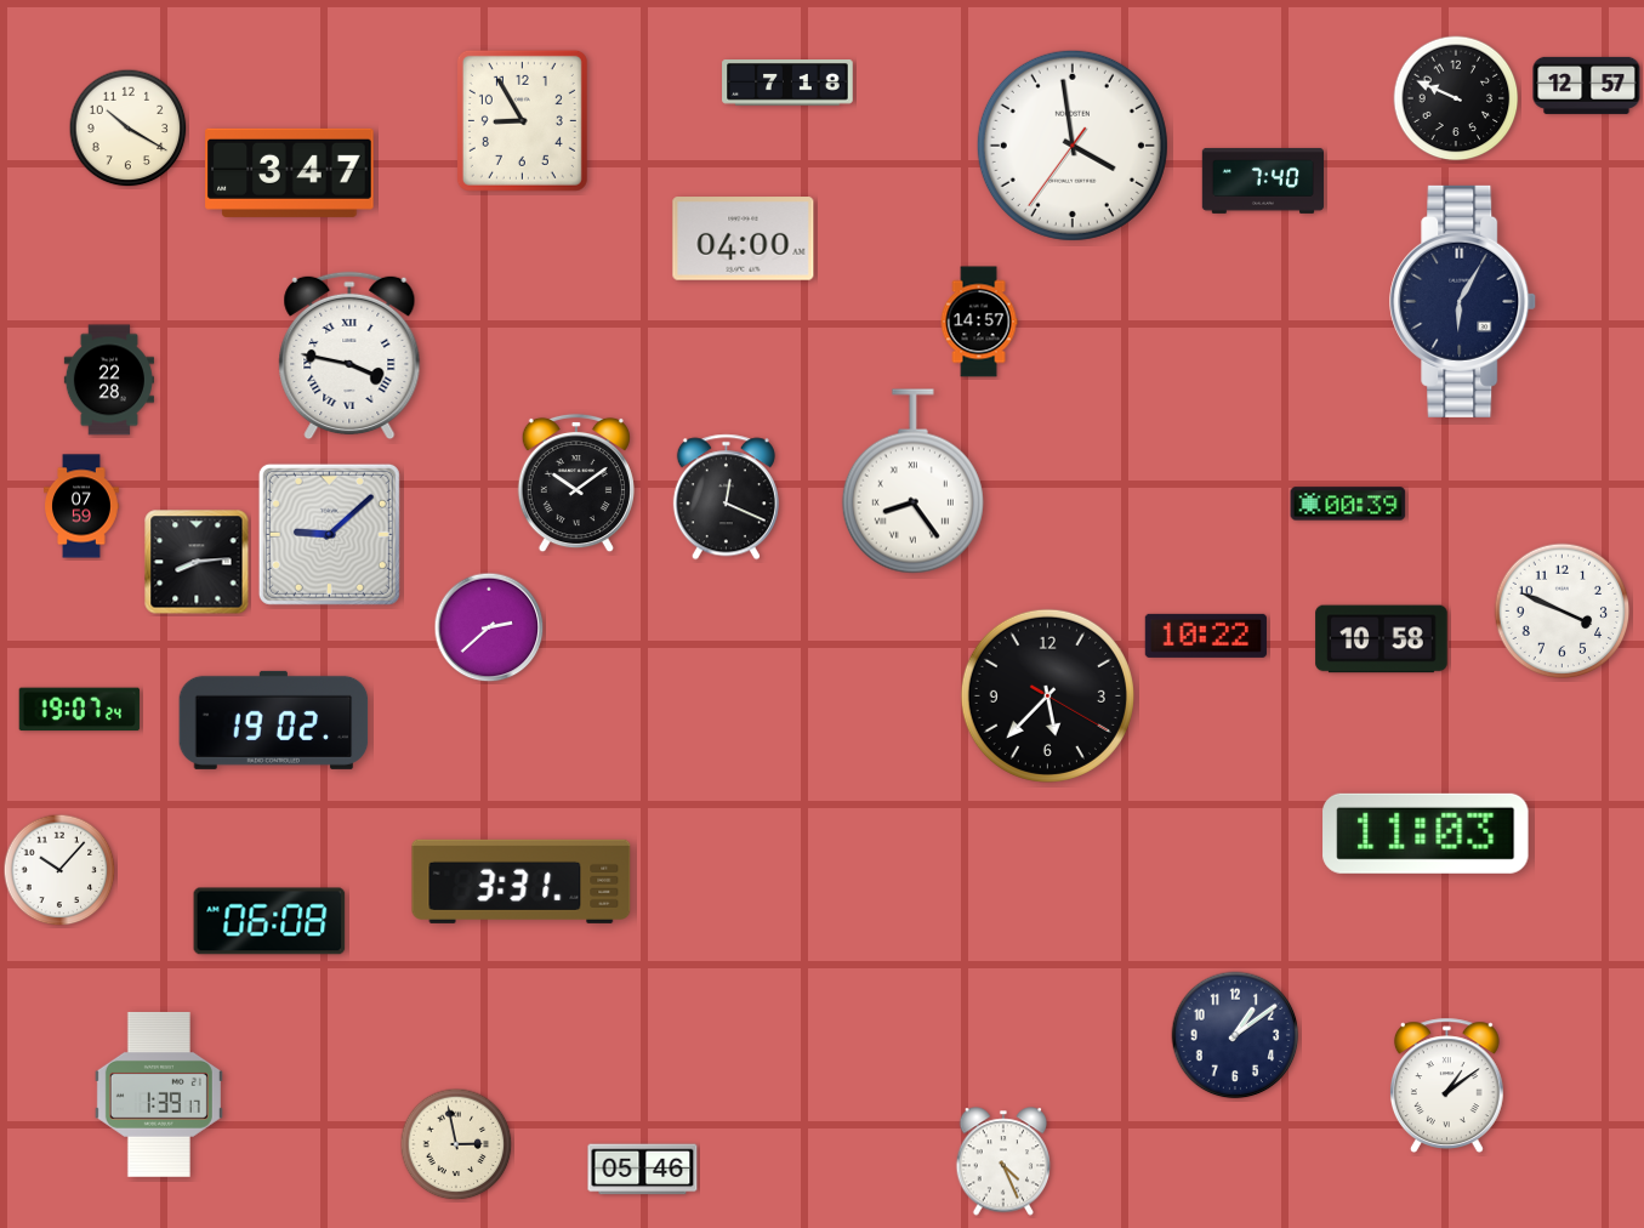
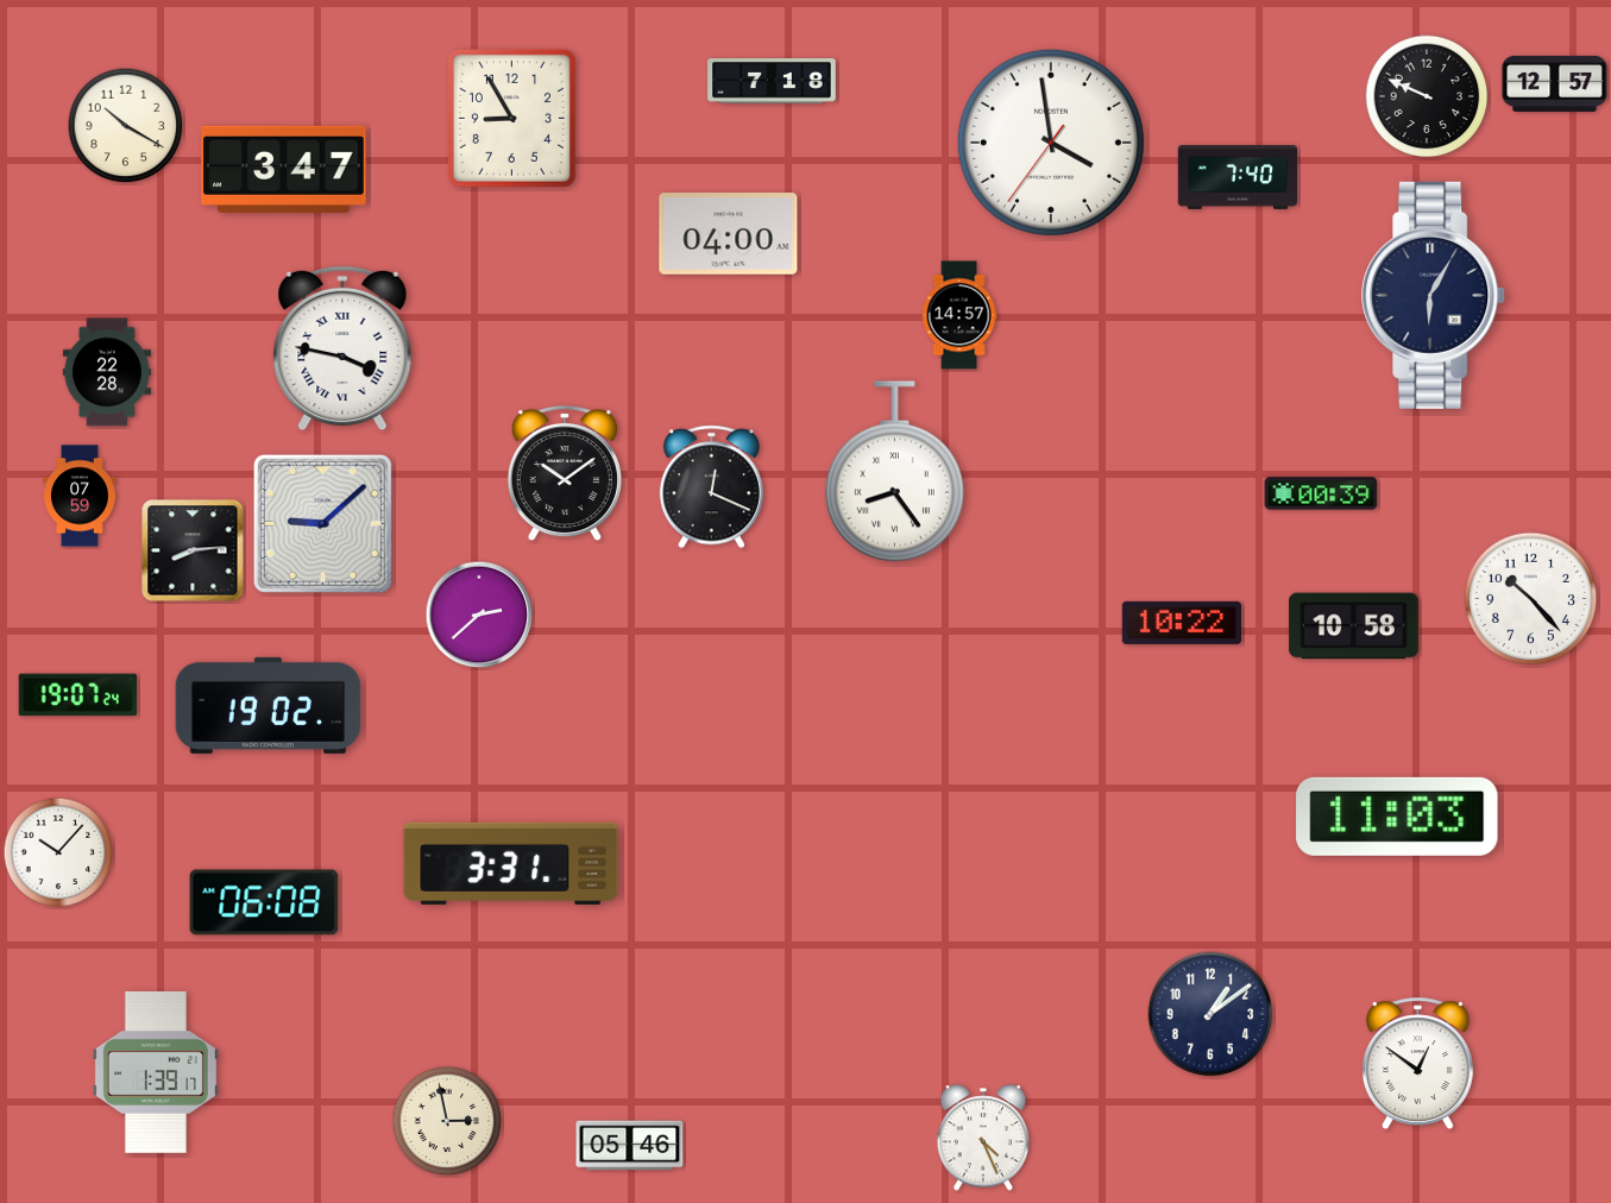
clock at (1563, 612): 3:49 -> 10:23
clock at (1047, 695): 5:37 -> none
clock at (1446, 1085): 1:09 -> 12:51
